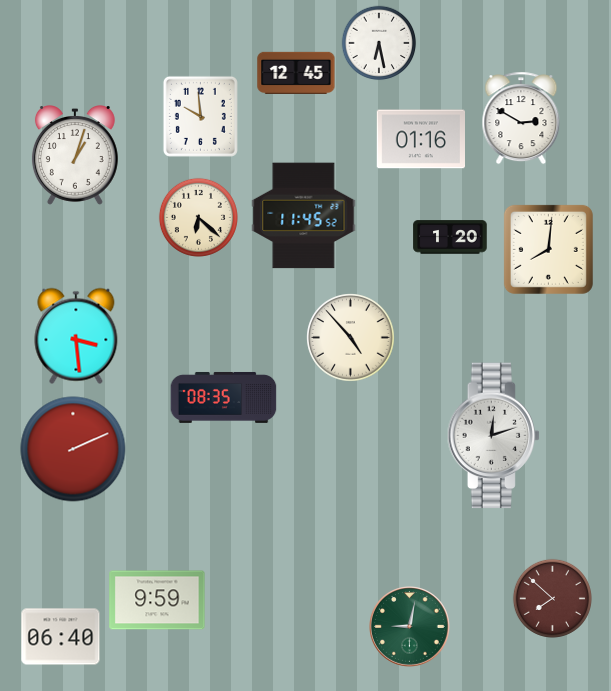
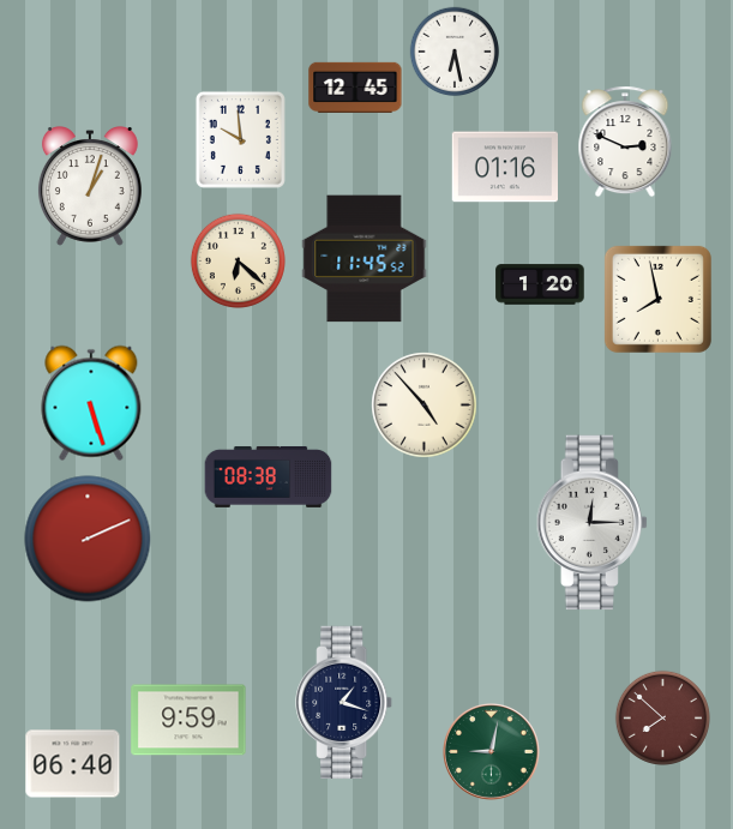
clock at (521, 118): 2:50 -> 2:49
clock at (548, 249): 8:01 -> 7:58
clock at (76, 336): 3:29 -> 5:27
clock at (351, 338) position: (351, 338) -> (425, 406)
clock at (224, 397): 08:35 -> 08:38
clock at (494, 436): 12:12 -> 12:15
clock at (344, 703): none -> 1:18
